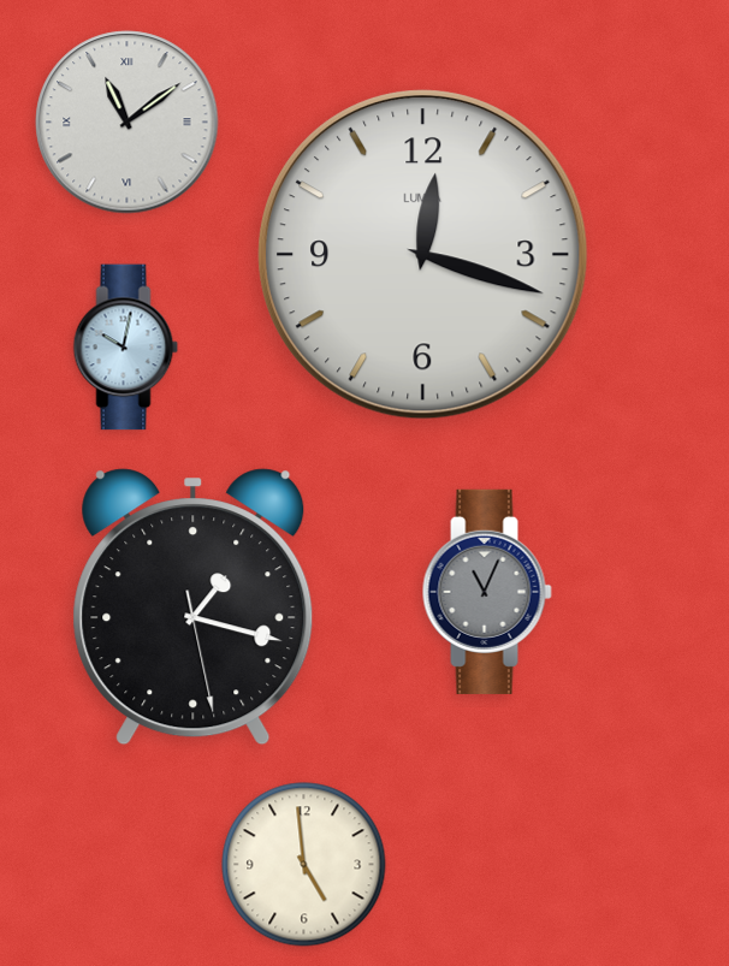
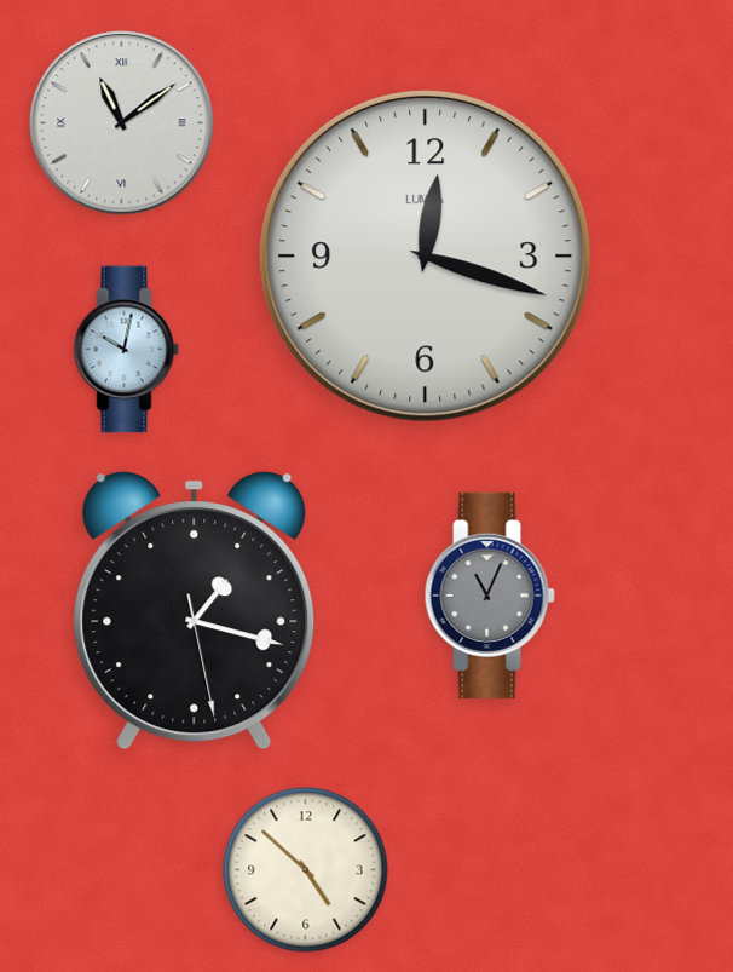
clock at (128, 123) position: (128, 123) -> (122, 123)
clock at (304, 865): 4:59 -> 4:52
